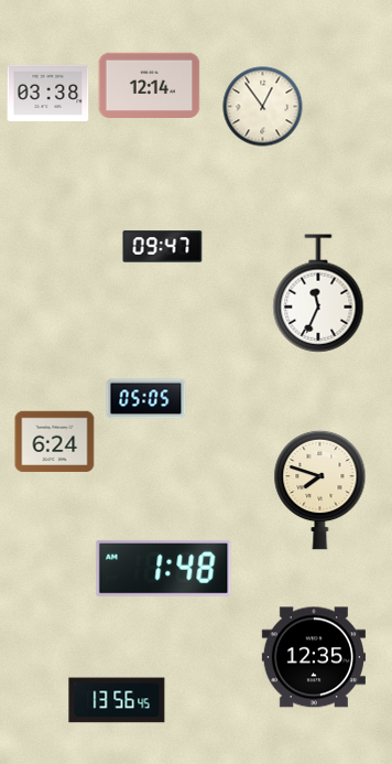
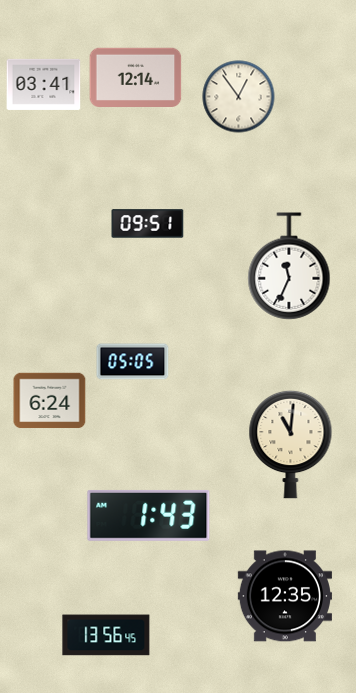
clock at (48, 93): 03:38 -> 03:41
clock at (163, 247): 09:47 -> 09:51
clock at (320, 489): 7:48 -> 11:01
clock at (164, 568): 1:48 -> 1:43
